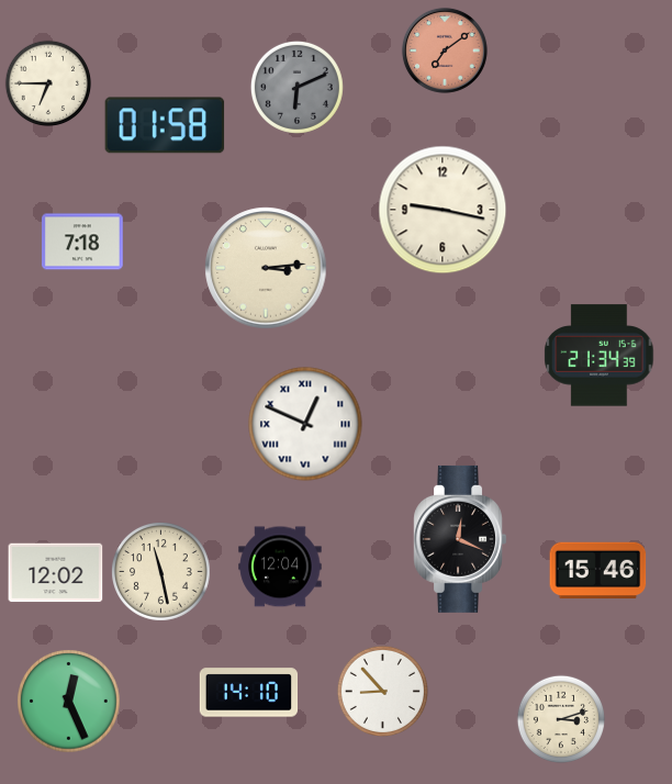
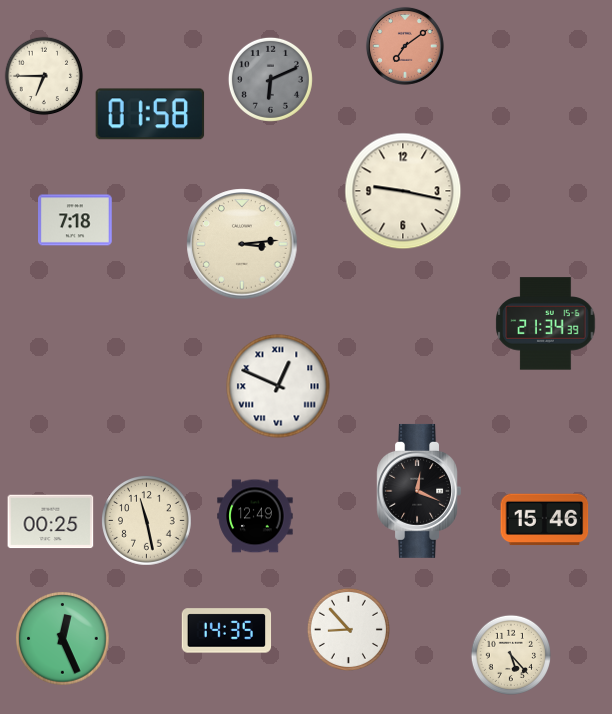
clock at (280, 567): 12:04 -> 12:49
clock at (56, 573): 12:02 -> 00:25
clock at (249, 693): 14:10 -> 14:35
clock at (560, 718): 3:12 -> 5:23
